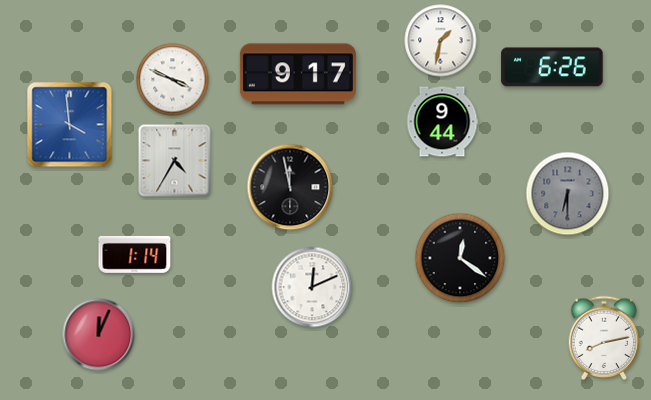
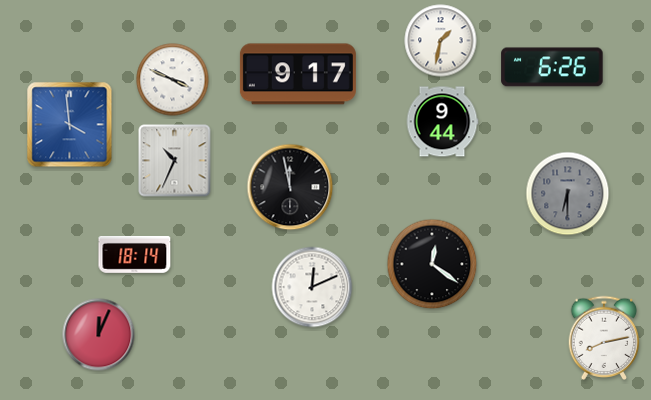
clock at (175, 161): 4:35 -> 10:34
clock at (135, 254): 1:14 -> 18:14
clock at (460, 258) position: (460, 258) -> (432, 264)
